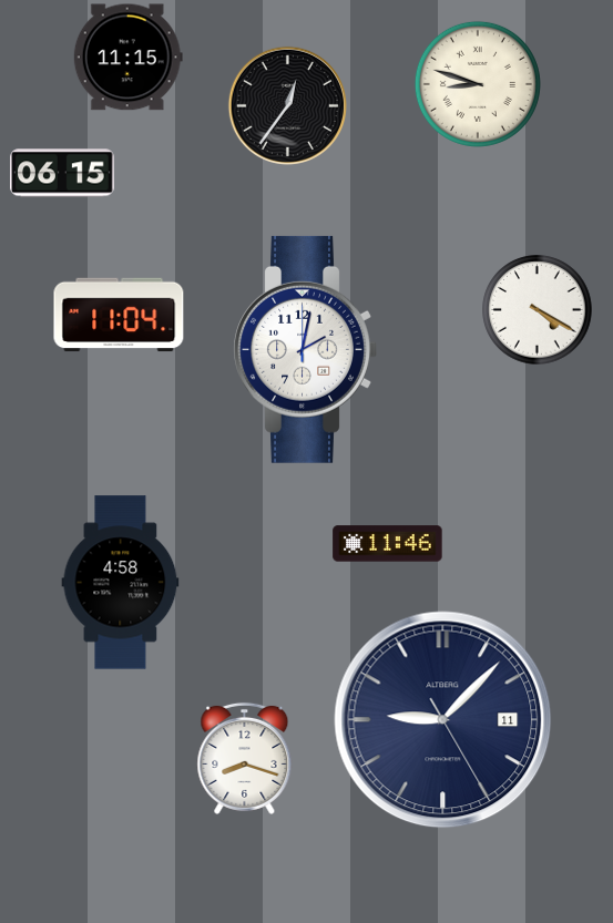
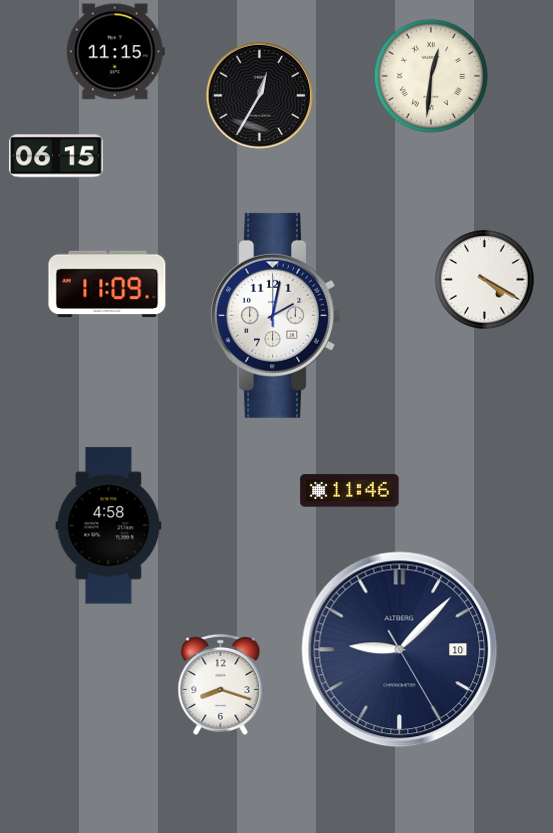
clock at (478, 84): 8:48 -> 12:31
clock at (287, 105): 12:36 -> 12:35
clock at (119, 315): 11:04 -> 11:09
clock at (443, 720) date: 11 -> 10
